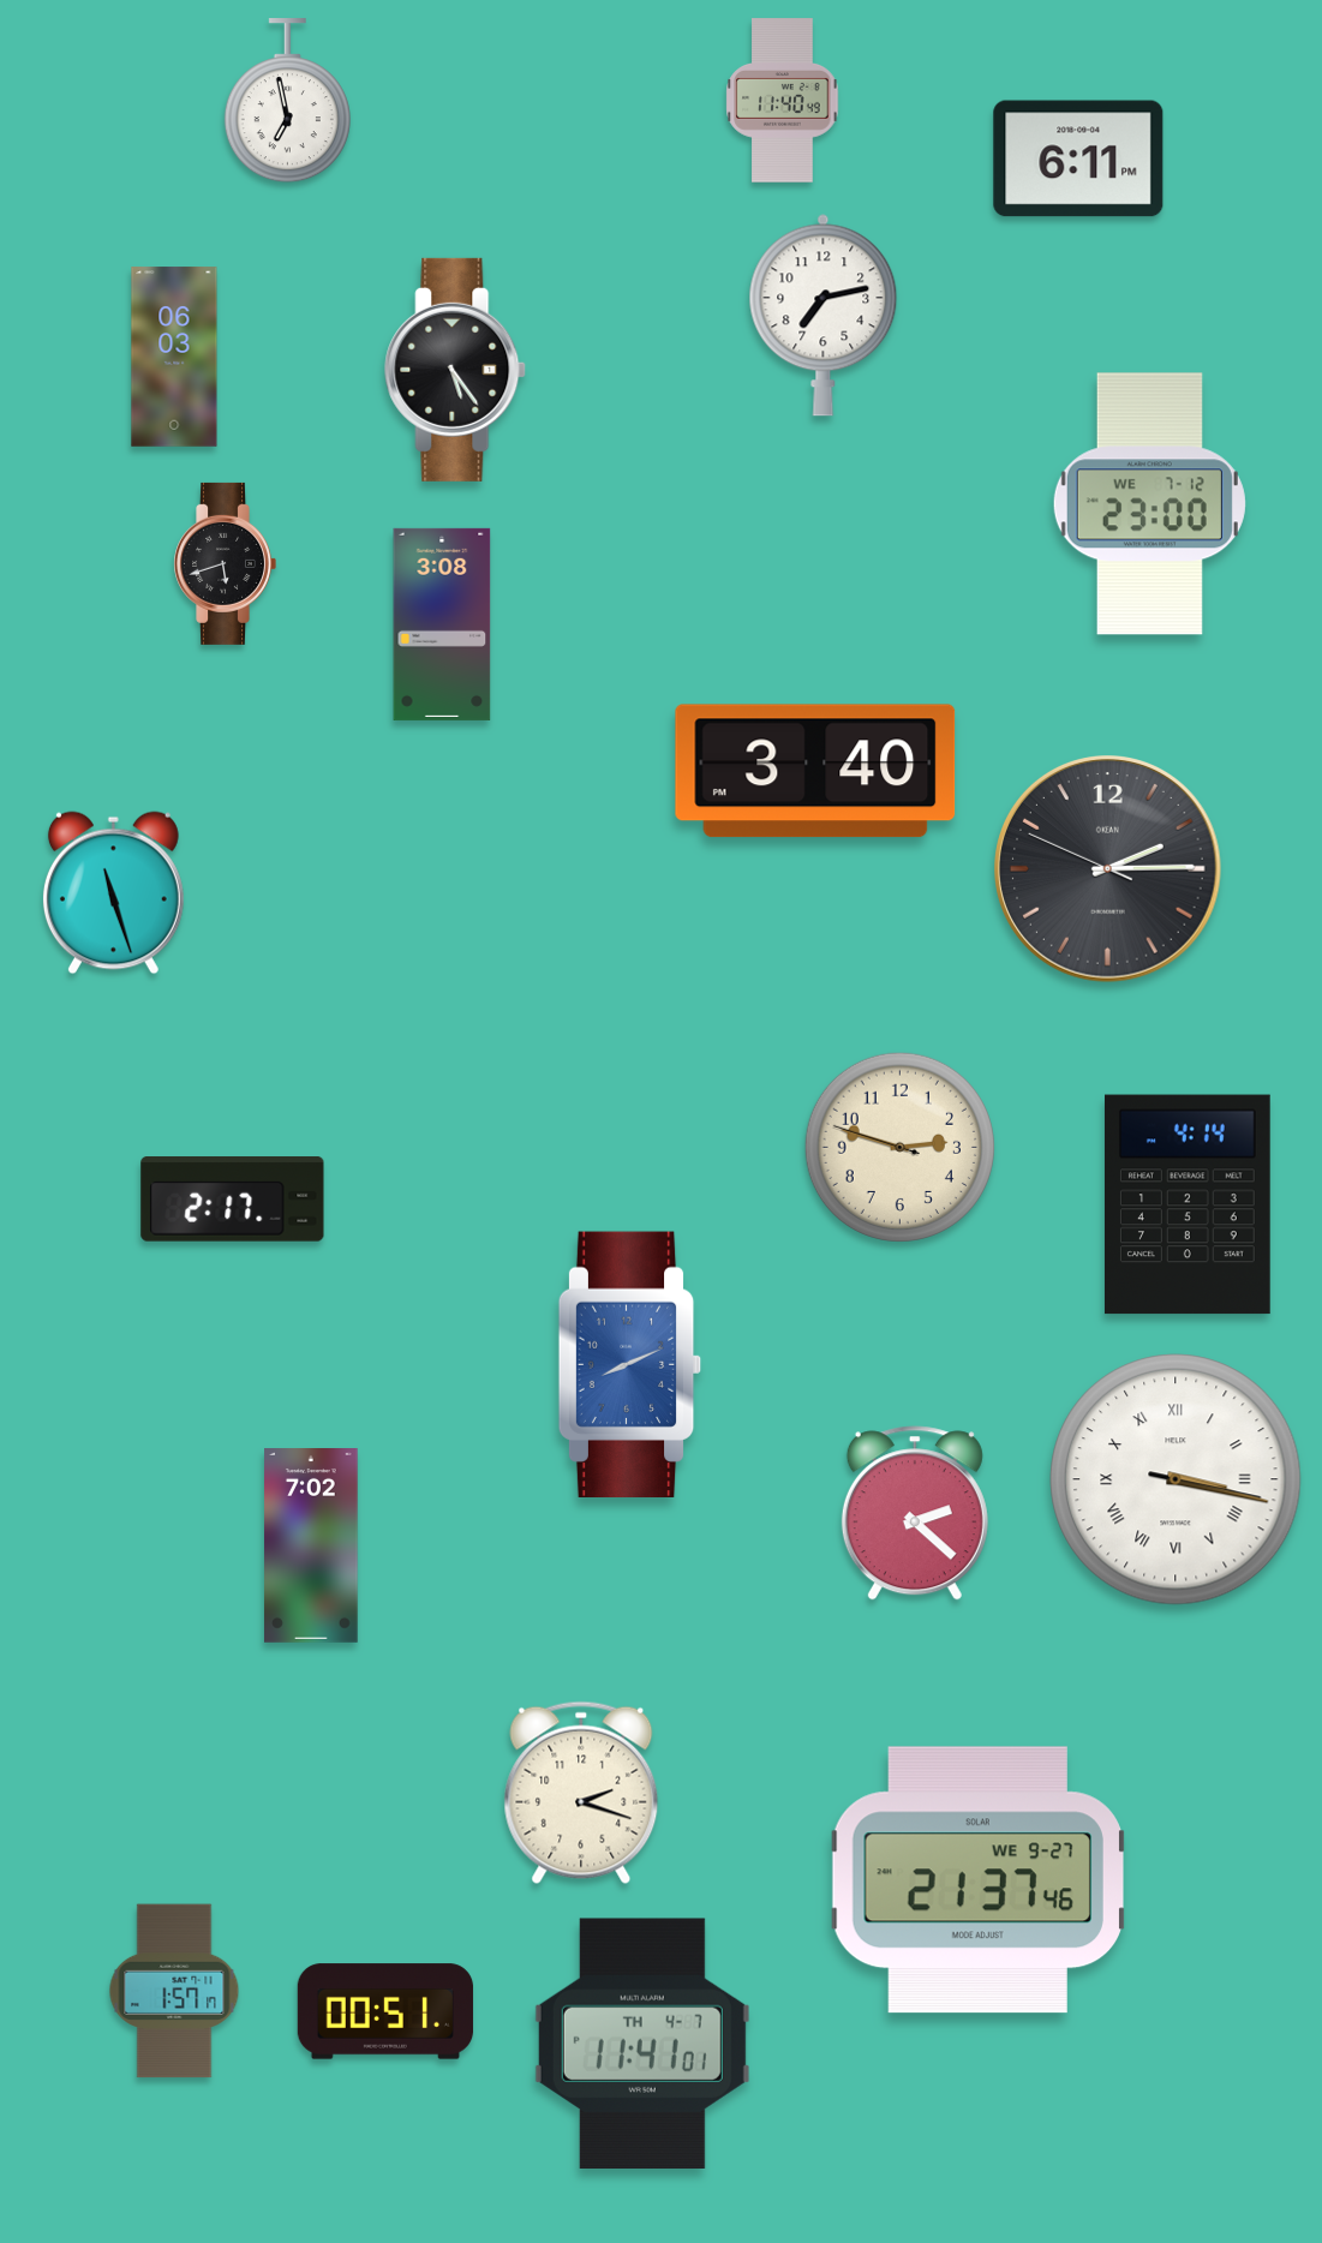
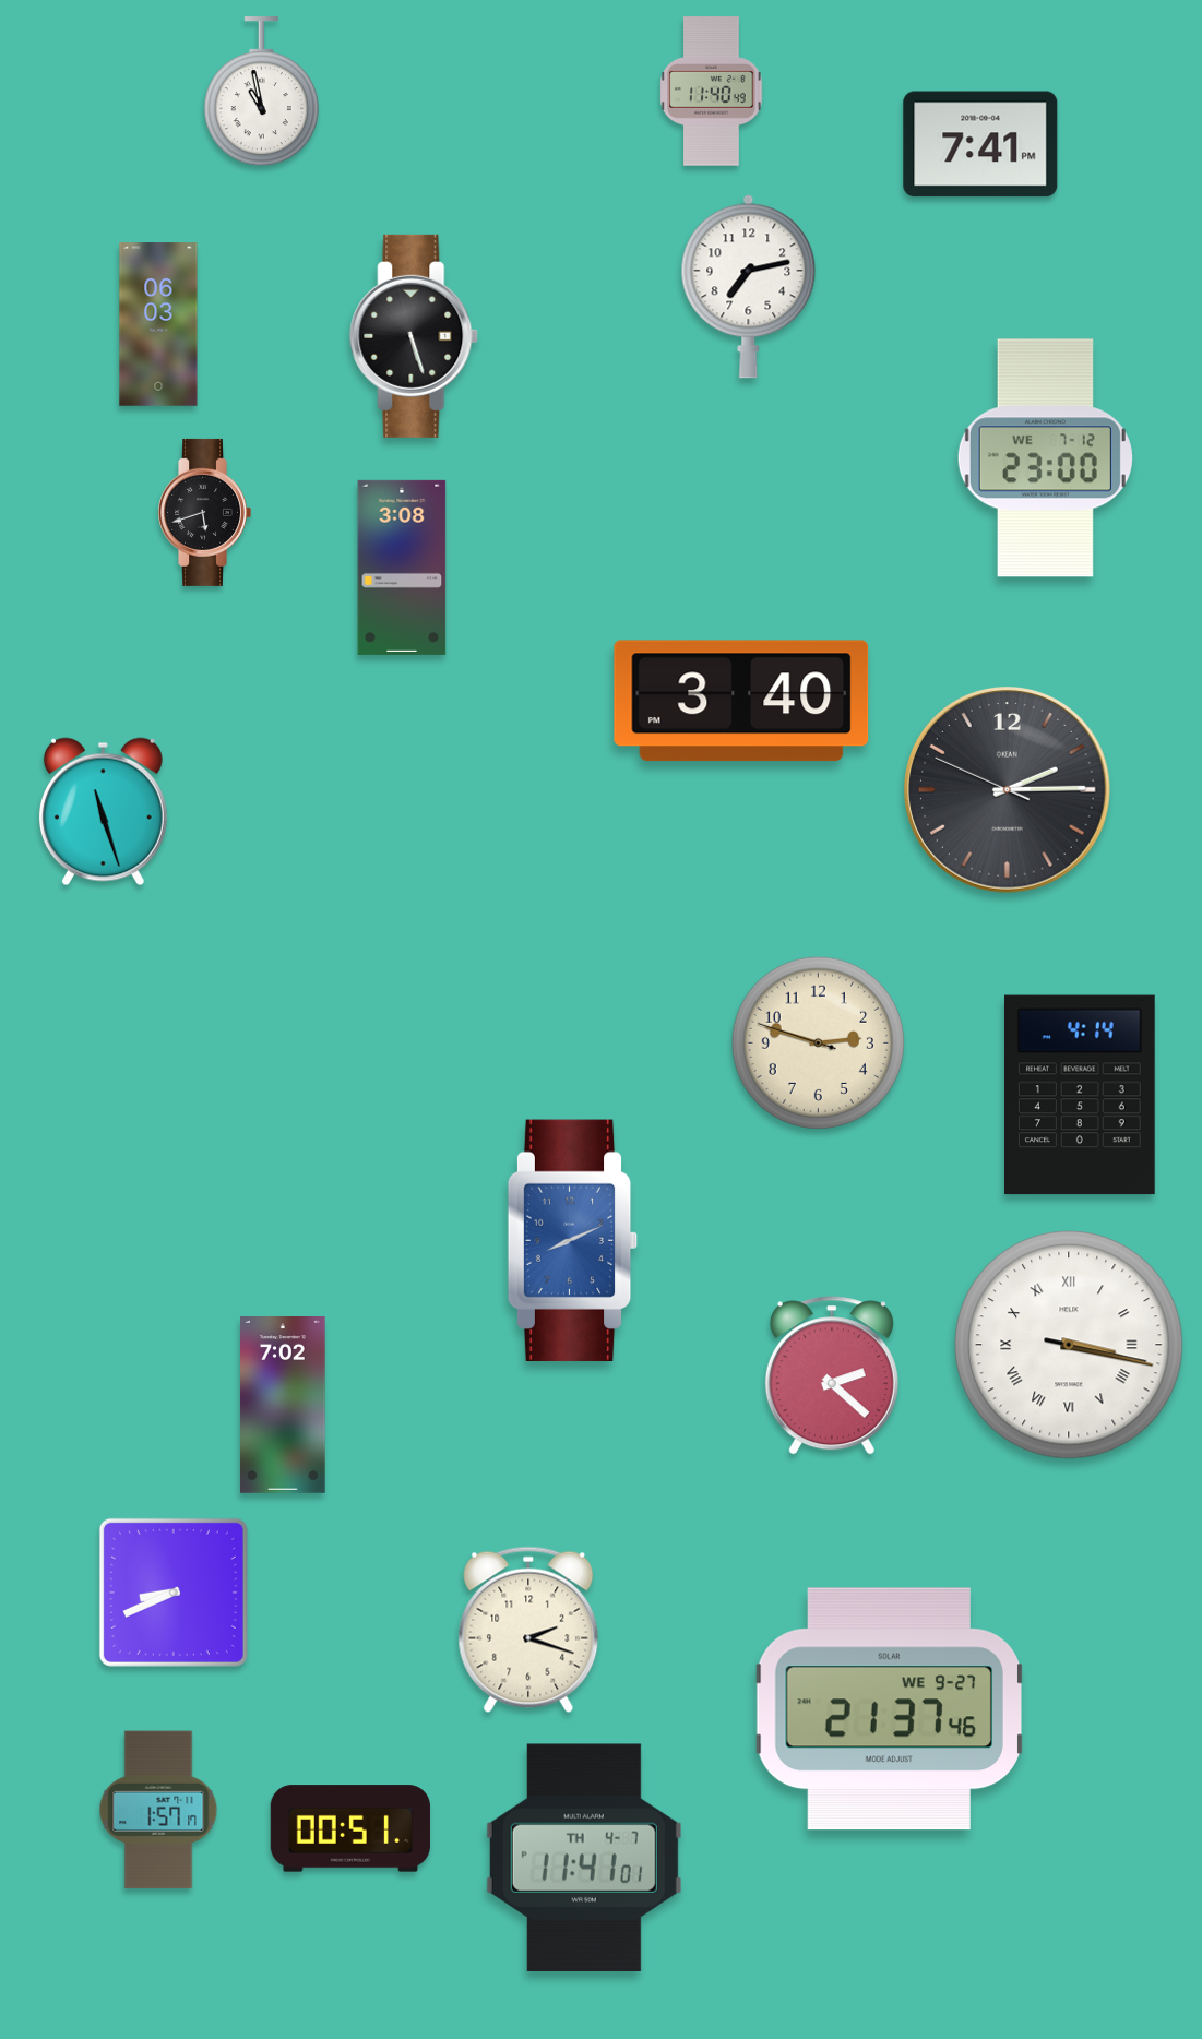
clock at (287, 101): 6:58 -> 10:58
clock at (1078, 158): 6:11 -> 7:41
clock at (456, 370): 5:24 -> 5:27
clock at (233, 1200): 2:17 -> none
clock at (174, 1593): none -> 8:41
